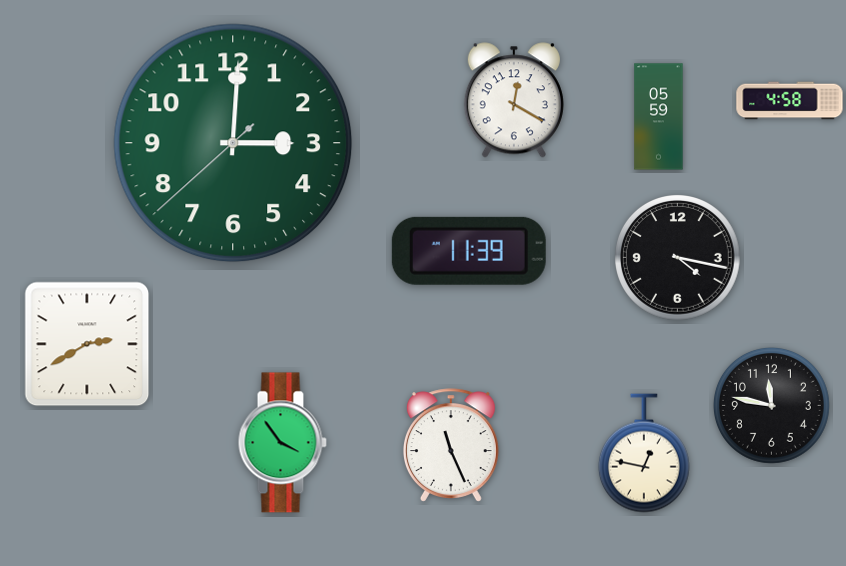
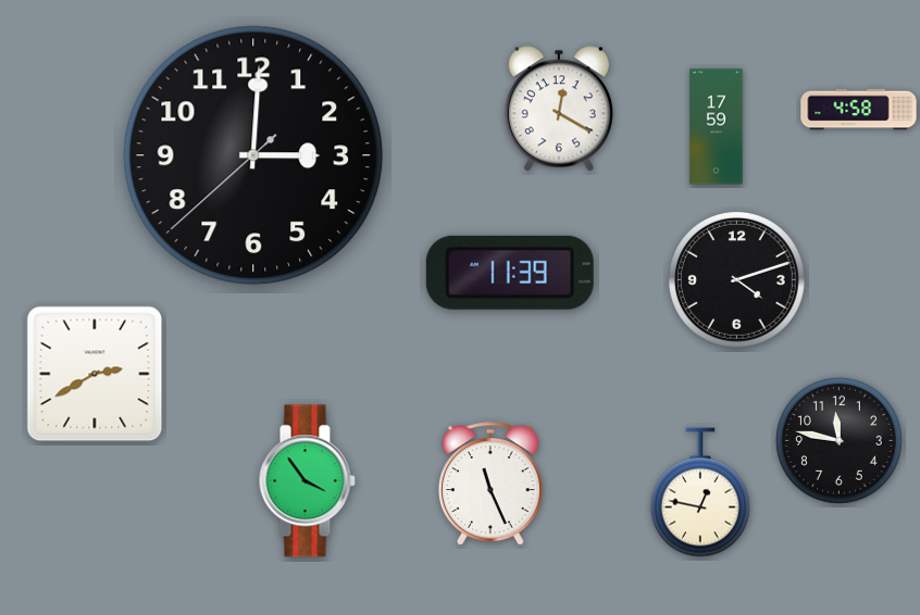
clock at (659, 117): 05:59 -> 17:59
clock at (233, 143) dial: green -> black
clock at (678, 258): 4:17 -> 4:12
